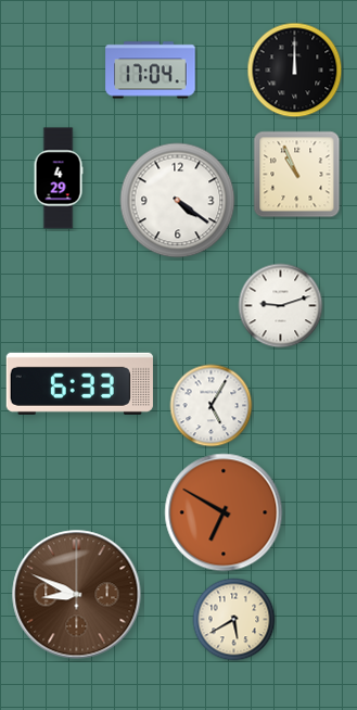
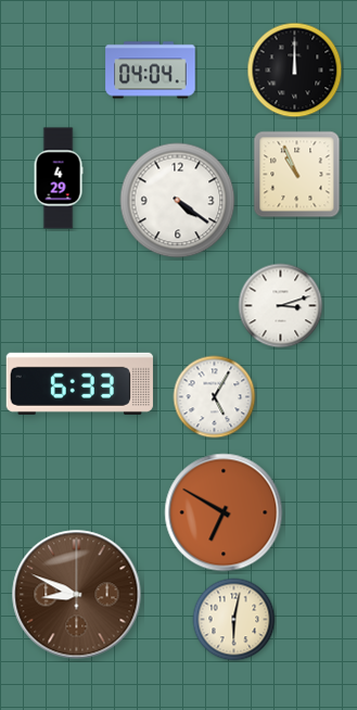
clock at (151, 71): 17:04 -> 04:04
clock at (281, 306): 9:12 -> 3:12
clock at (212, 406) position: (212, 406) -> (215, 397)
clock at (234, 620): 5:40 -> 6:02
